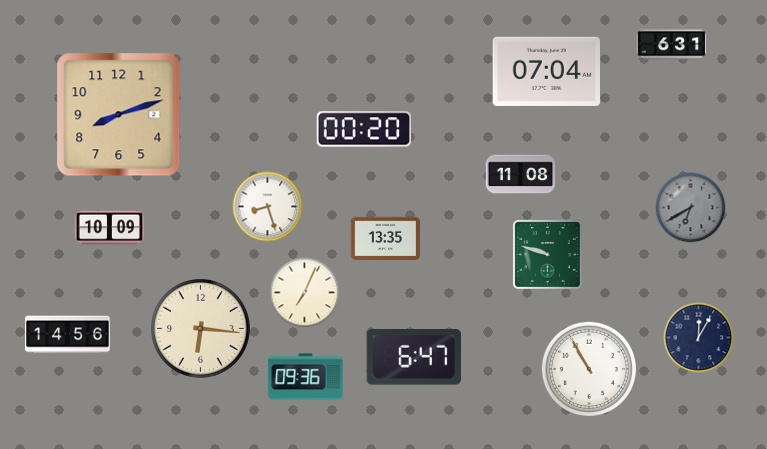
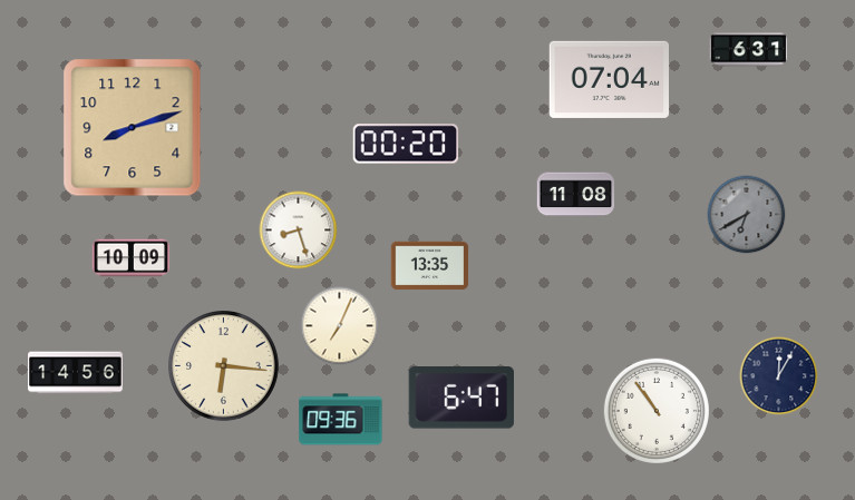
clock at (521, 175) position: (521, 175) -> (576, 195)
clock at (691, 208) position: (691, 208) -> (747, 215)
clock at (110, 228) position: (110, 228) -> (132, 258)
clock at (548, 255): 9:48 -> none
clock at (589, 369): 10:55 -> 10:54
